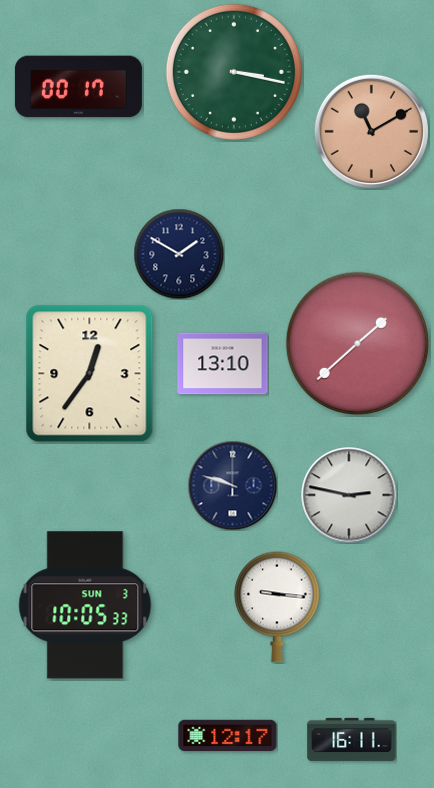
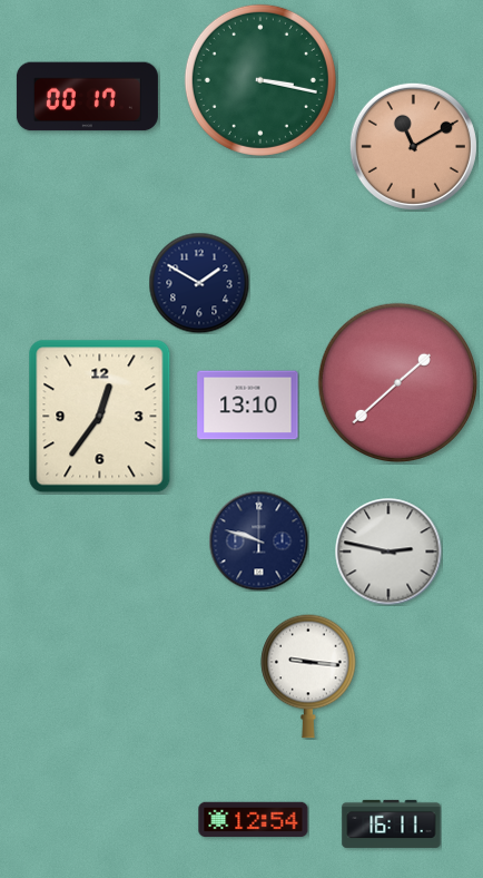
clock at (85, 605): 10:05 -> none
clock at (228, 736): 12:17 -> 12:54
